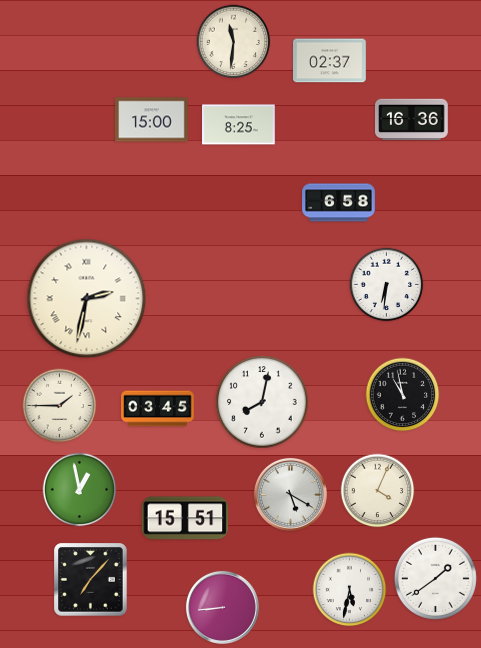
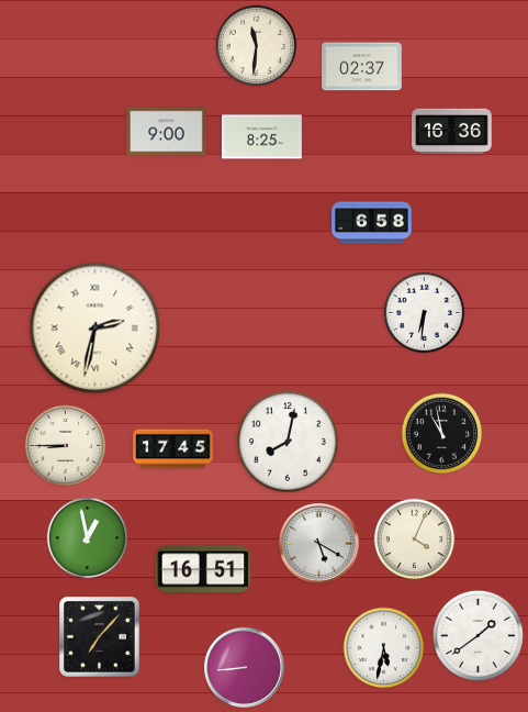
clock at (152, 120): 15:00 -> 9:00
clock at (60, 406): 1:45 -> 8:45
clock at (158, 409): 03:45 -> 17:45
clock at (185, 518): 15:51 -> 16:51
